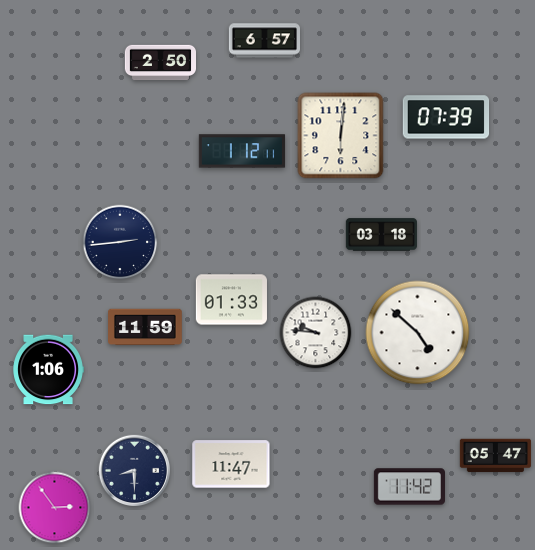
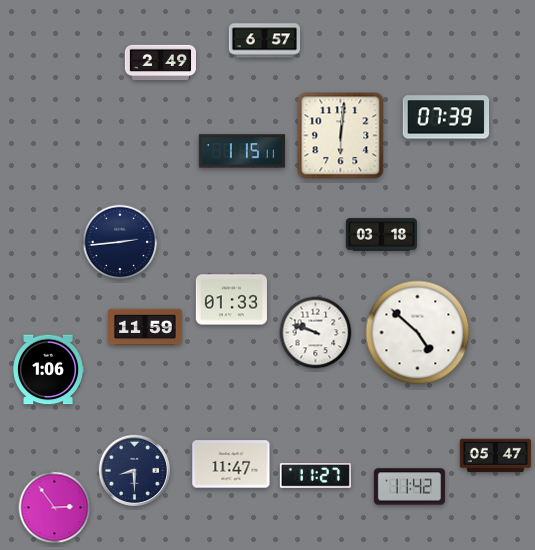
clock at (160, 63): 2:50 -> 2:49
clock at (242, 151): 1:12 -> 1:15
clock at (316, 333): 9:46 -> 9:48
clock at (315, 476): none -> 11:27
